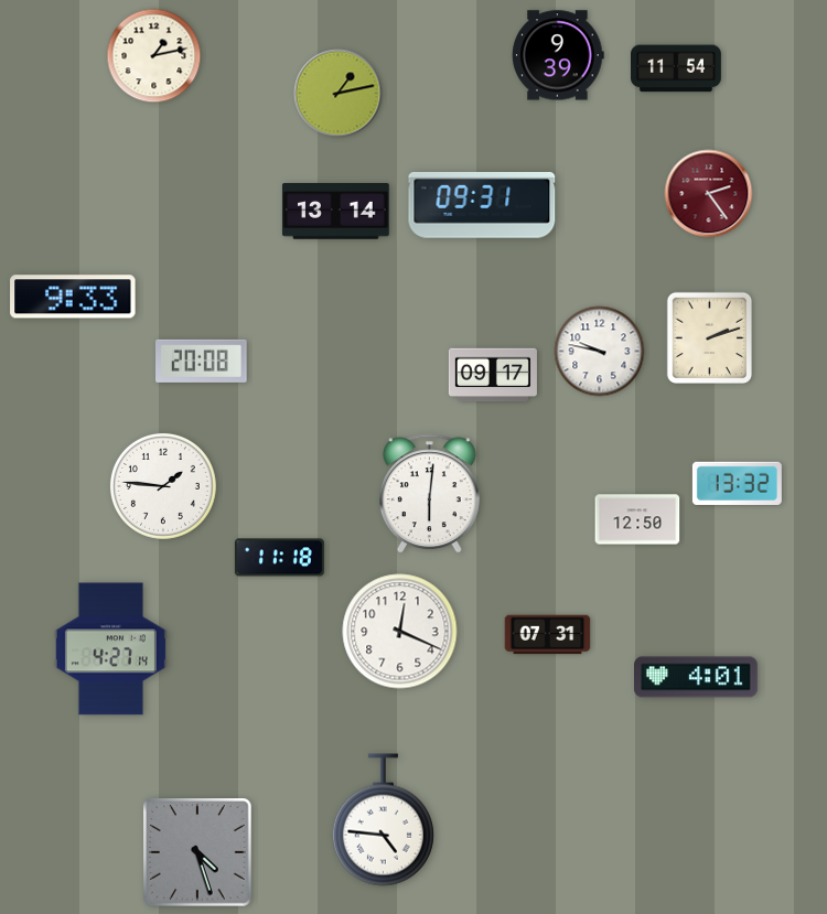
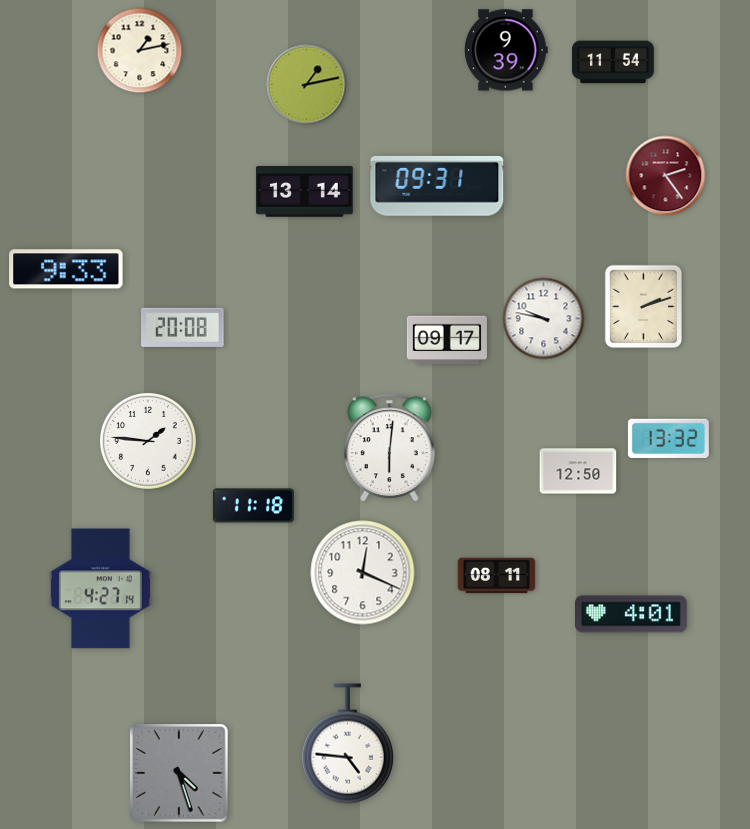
clock at (709, 194) position: (709, 194) -> (666, 176)
clock at (548, 635): 07:31 -> 08:11
